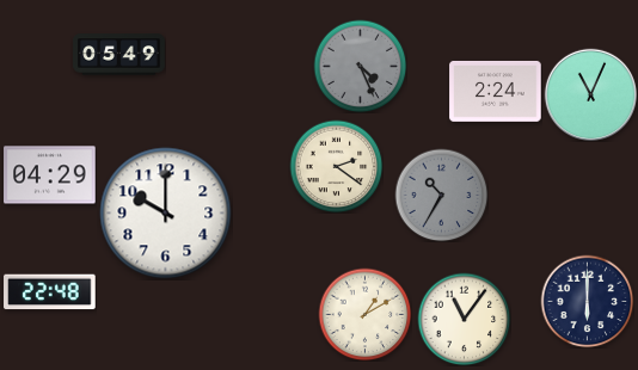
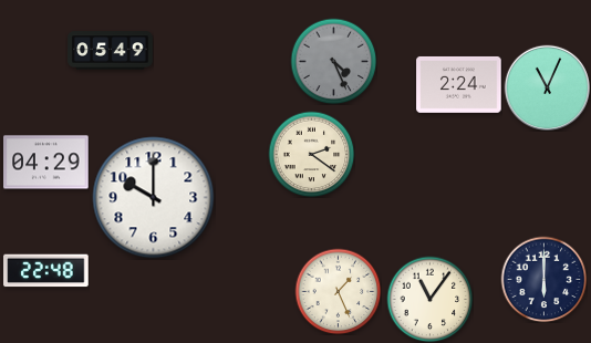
clock at (441, 195): 10:35 -> none
clock at (364, 314): 1:10 -> 1:26
clock at (464, 319) position: (464, 319) -> (429, 299)
